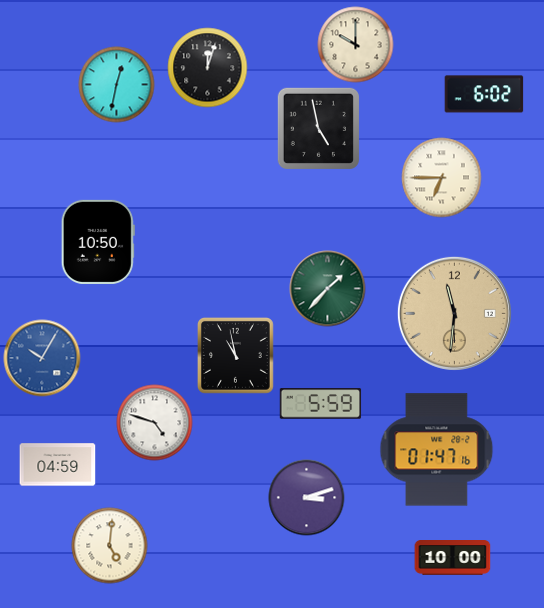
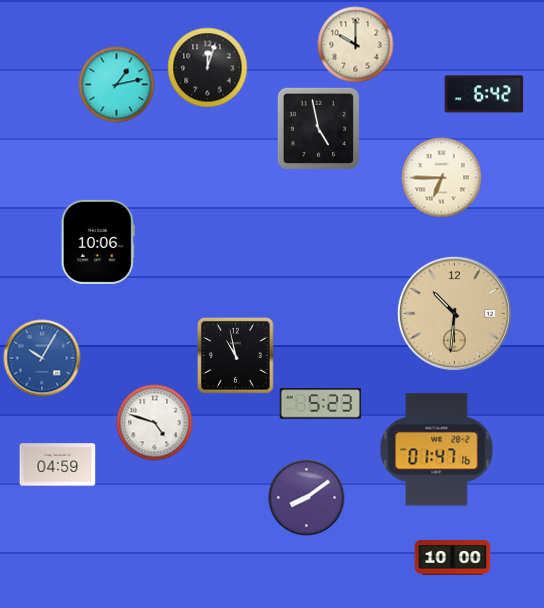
clock at (117, 85): 12:32 -> 1:13
clock at (484, 94): 6:02 -> 6:42
clock at (98, 242): 10:50 -> 10:06
clock at (328, 289): 1:37 -> none
clock at (454, 313): 11:31 -> 10:31
clock at (321, 404): 5:59 -> 5:23
clock at (307, 498): 3:12 -> 8:09
clock at (110, 546): 5:01 -> none
